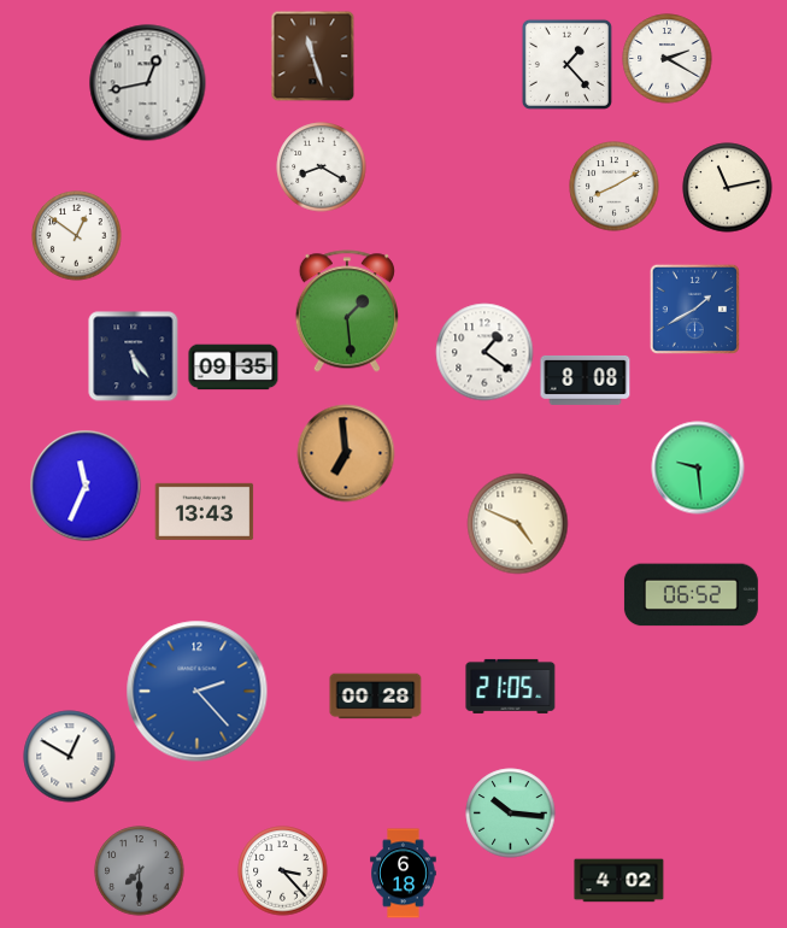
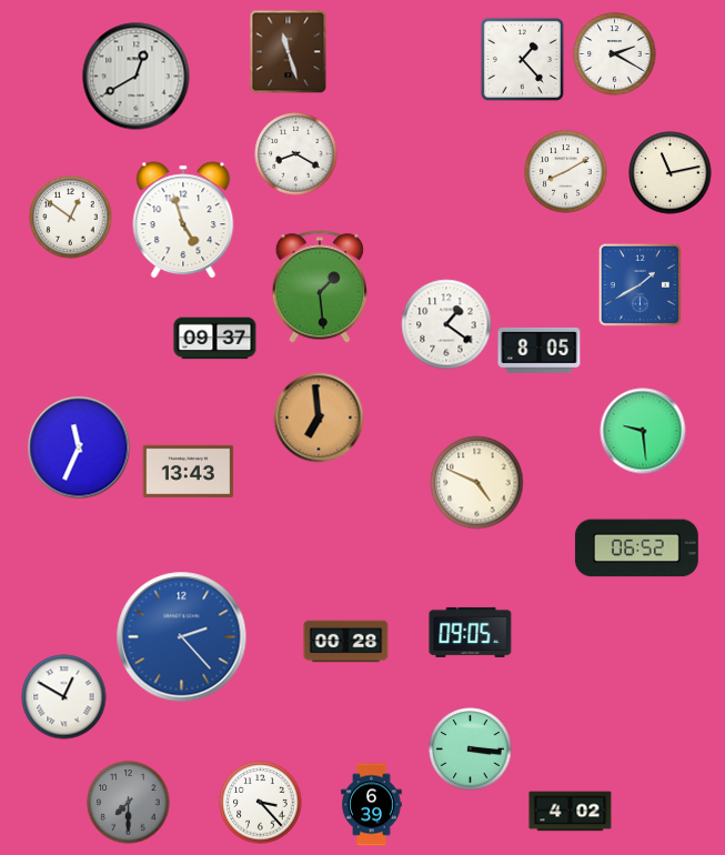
clock at (148, 83): 12:43 -> 12:40
clock at (183, 220): none -> 4:57
clock at (134, 357): 5:24 -> none
clock at (234, 368): 09:35 -> 09:37
clock at (586, 380): 8:08 -> 8:05
clock at (511, 686): 21:05 -> 09:05
clock at (511, 814): 10:16 -> 3:16
clock at (404, 874): 6:18 -> 6:39
